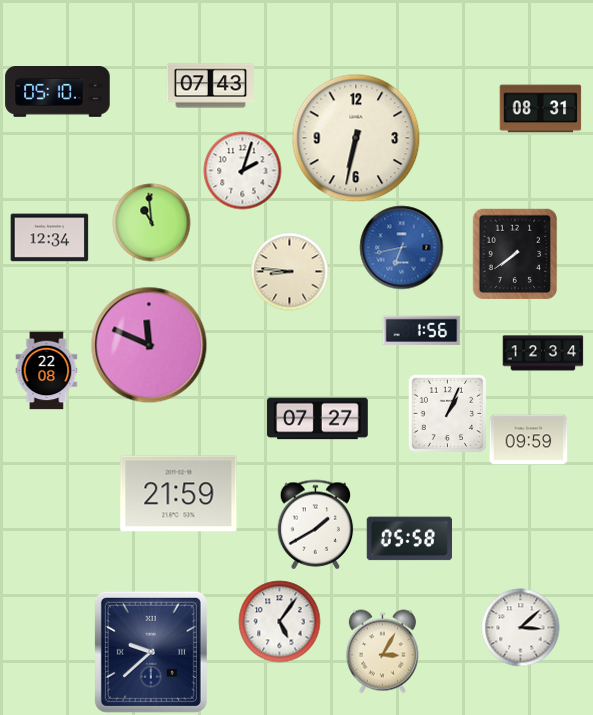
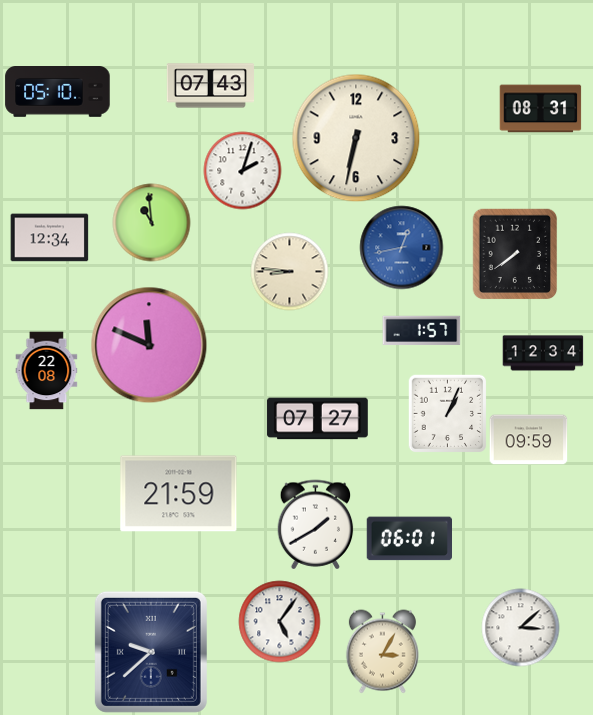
clock at (401, 247): 6:43 -> 12:43
clock at (421, 330): 1:56 -> 1:57
clock at (409, 539): 05:58 -> 06:01
